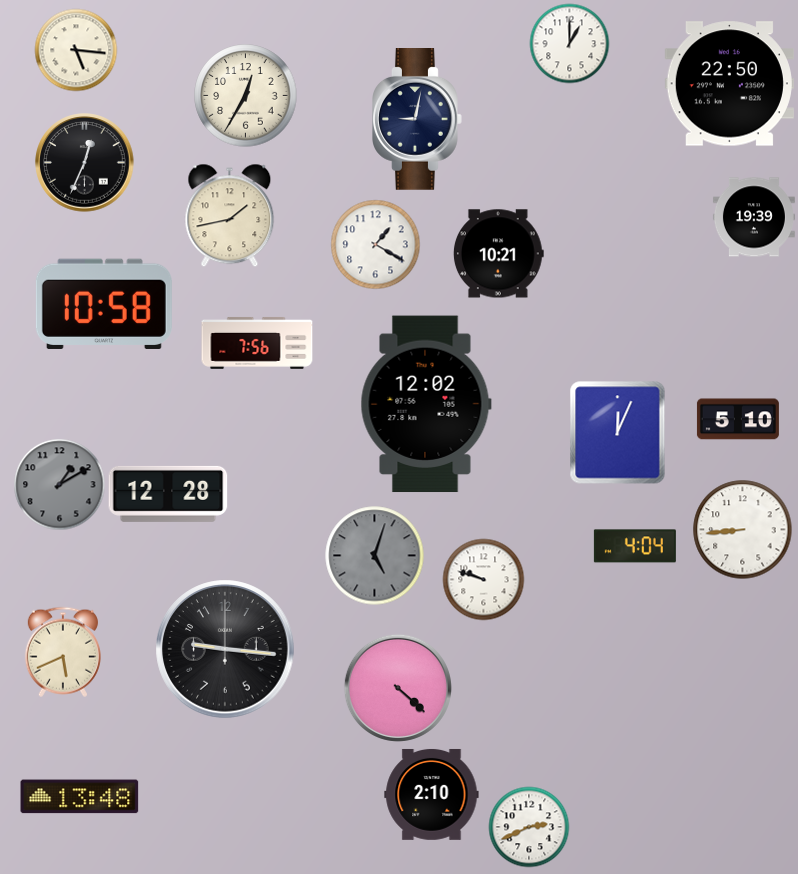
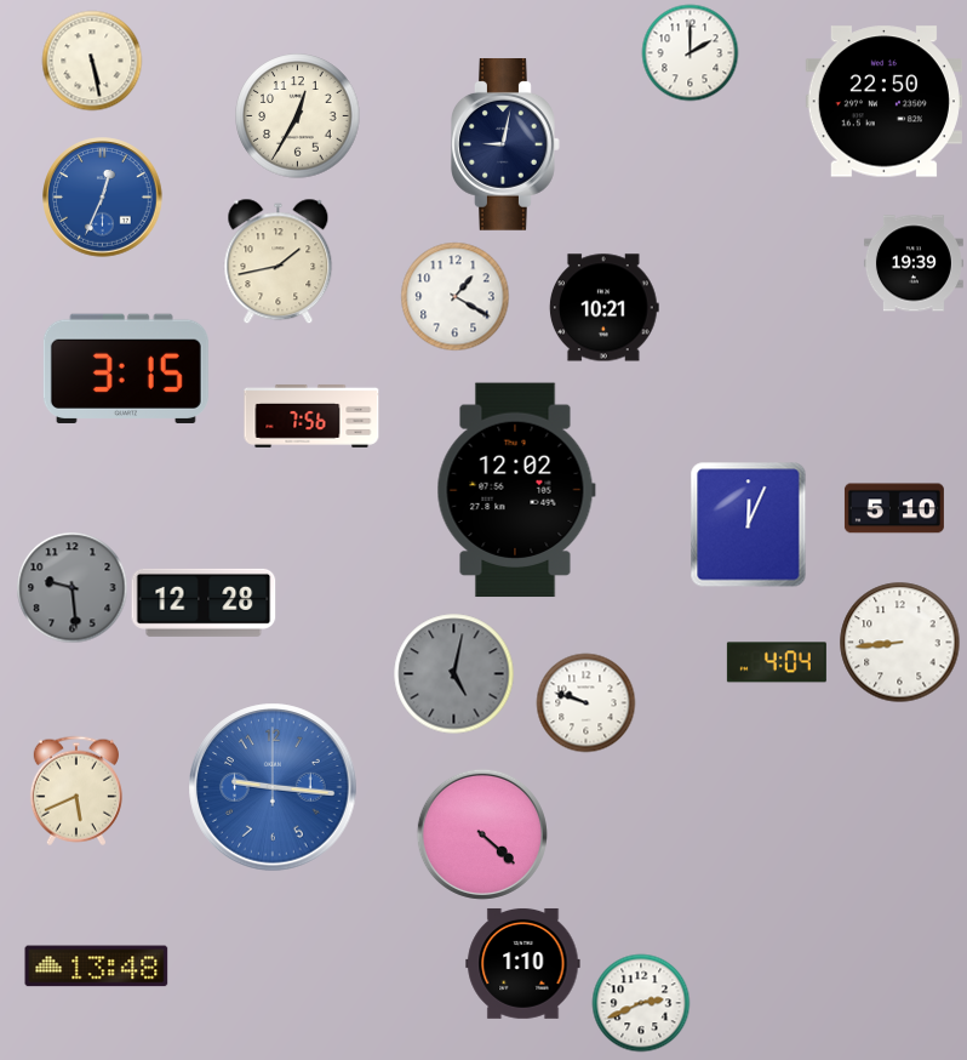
clock at (569, 43): 1:00 -> 2:00
clock at (76, 50): 5:16 -> 5:28
clock at (85, 163) dial: black -> blue
clock at (104, 304): 10:58 -> 3:15
clock at (59, 484): 1:10 -> 9:29
clock at (168, 494) position: (168, 494) -> (204, 603)
clock at (635, 546) position: (635, 546) -> (777, 662)
clock at (375, 556): 5:03 -> 5:02
clock at (225, 649) dial: black -> blue
clock at (432, 794): 2:10 -> 1:10
